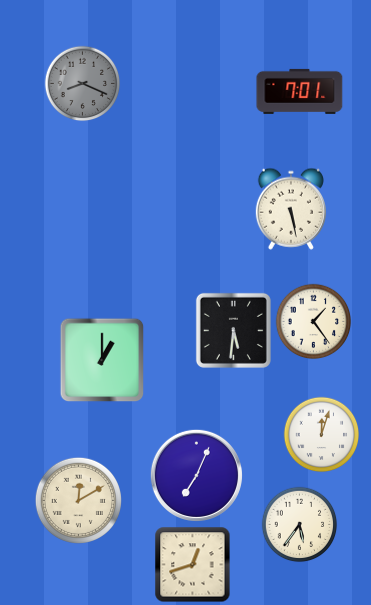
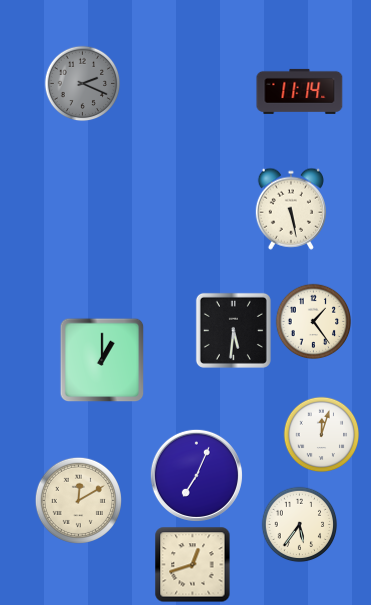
clock at (83, 84): 8:19 -> 2:19
clock at (300, 91): 7:01 -> 11:14
